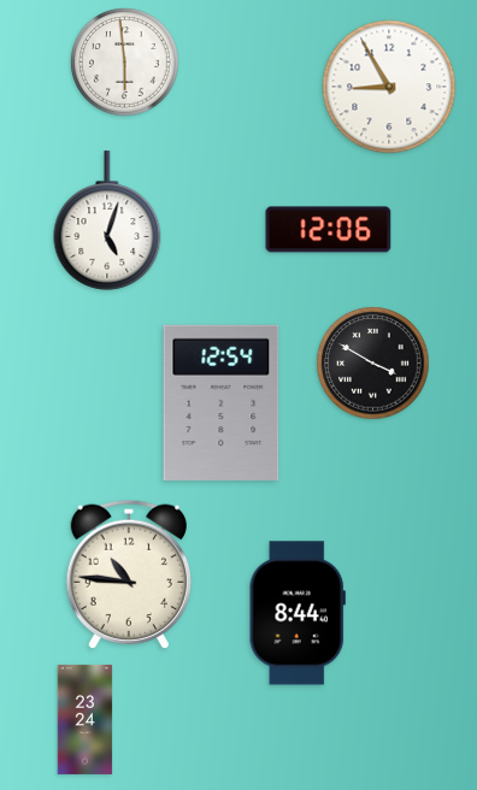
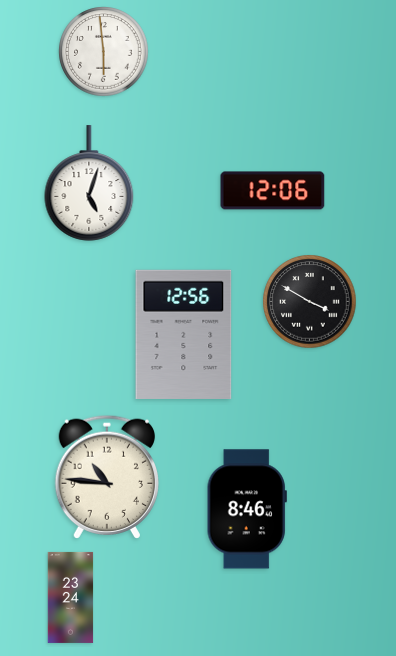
clock at (389, 87): 8:55 -> none
clock at (222, 402): 12:54 -> 12:56
clock at (298, 613): 8:44 -> 8:46
